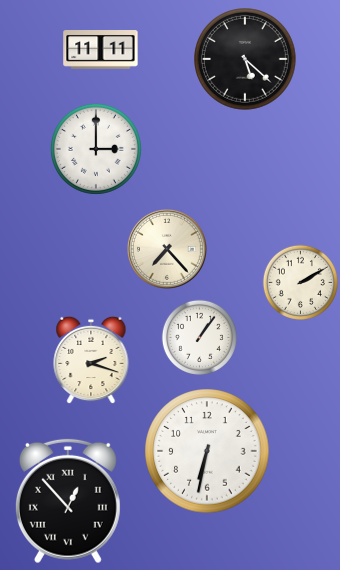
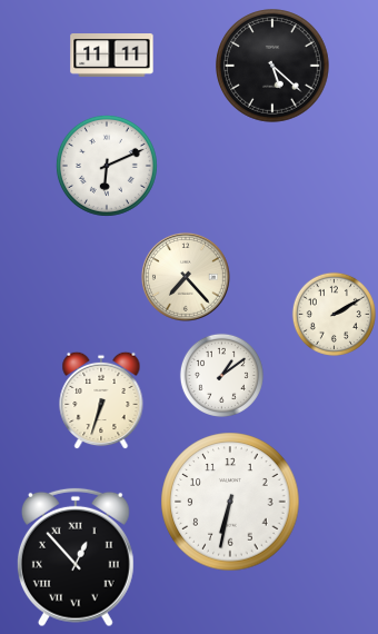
clock at (96, 149): 3:00 -> 6:11
clock at (199, 337): 1:06 -> 1:09
clock at (91, 360): 2:18 -> 6:33
